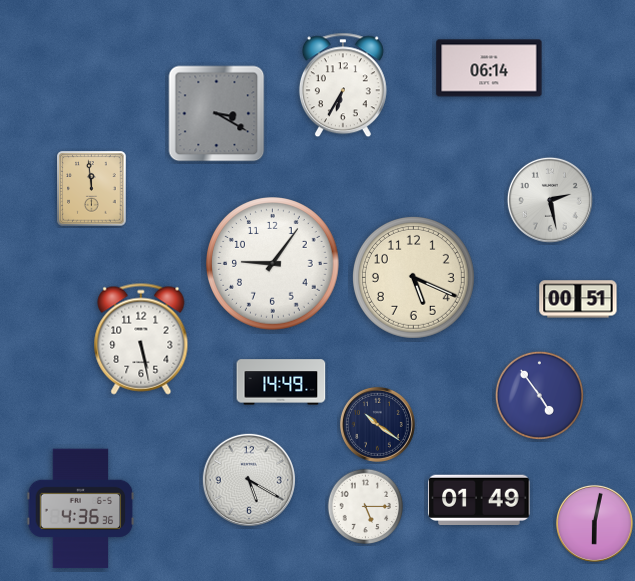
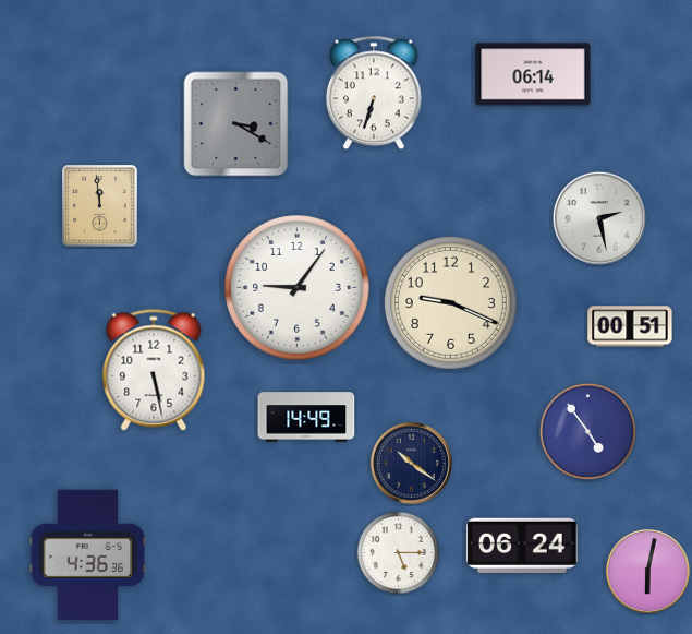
clock at (343, 85): 6:35 -> 6:33
clock at (413, 277): 5:19 -> 9:19
clock at (249, 480): 5:20 -> none
clock at (479, 499): 01:49 -> 06:24
